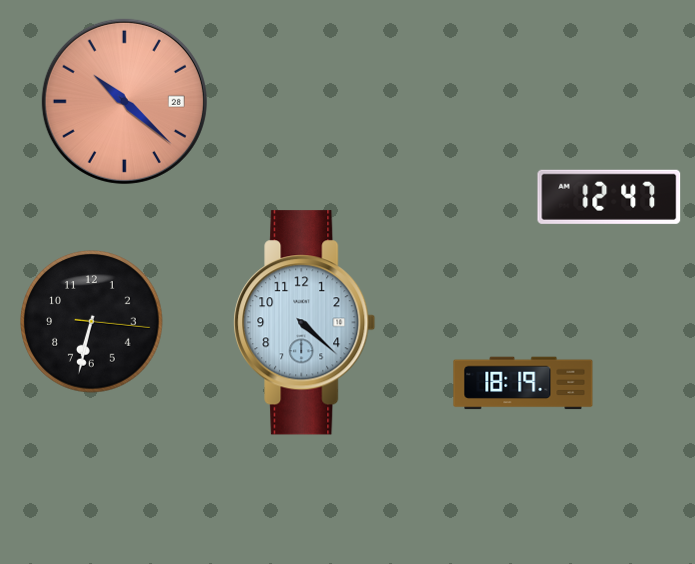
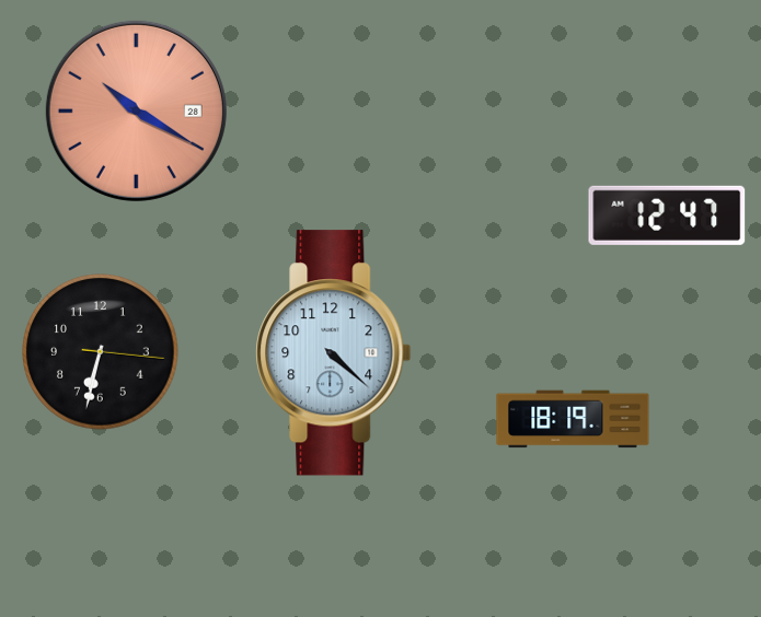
clock at (124, 101): 10:22 -> 10:20
